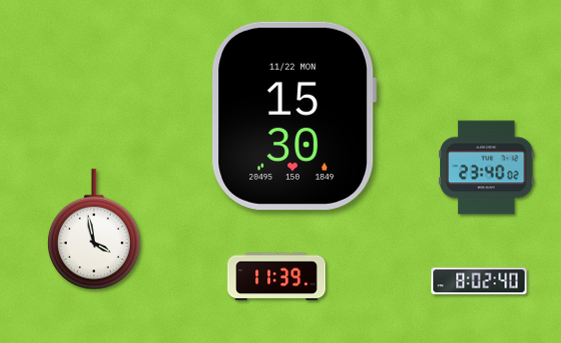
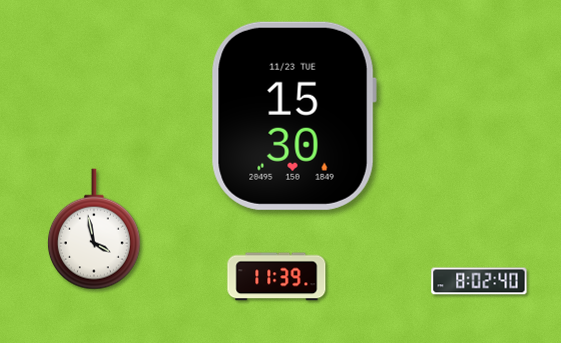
clock at (294, 116) date: 11/22 MON -> 11/23 TUE
clock at (486, 168): 23:40 -> none
